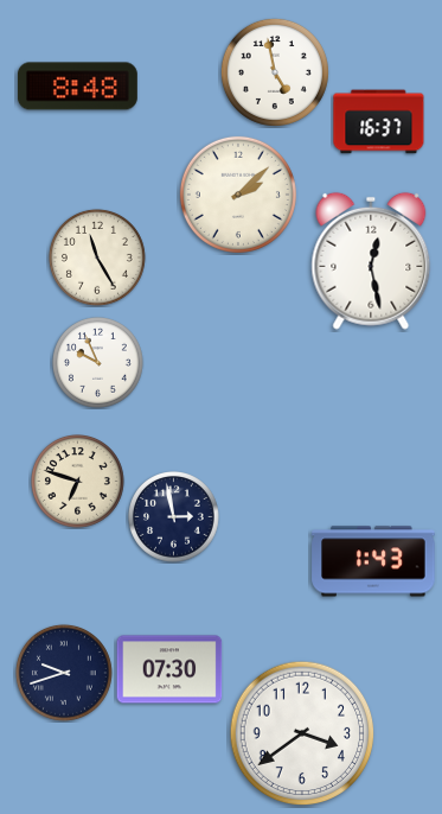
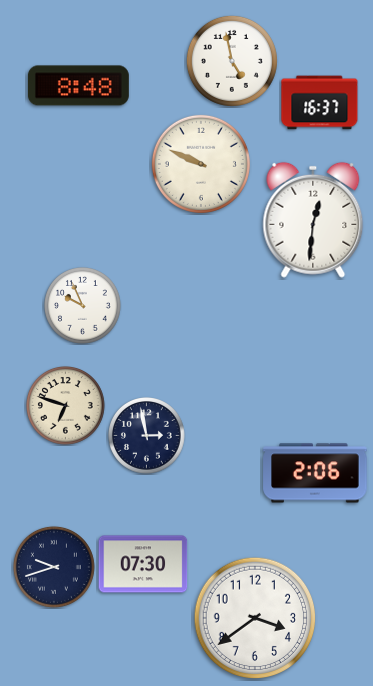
clock at (77, 87) position: (77, 87) -> (78, 86)
clock at (238, 195): 2:08 -> 9:49
clock at (97, 257): 11:25 -> none
clock at (371, 261): 12:28 -> 12:31
clock at (373, 561): 1:43 -> 2:06
